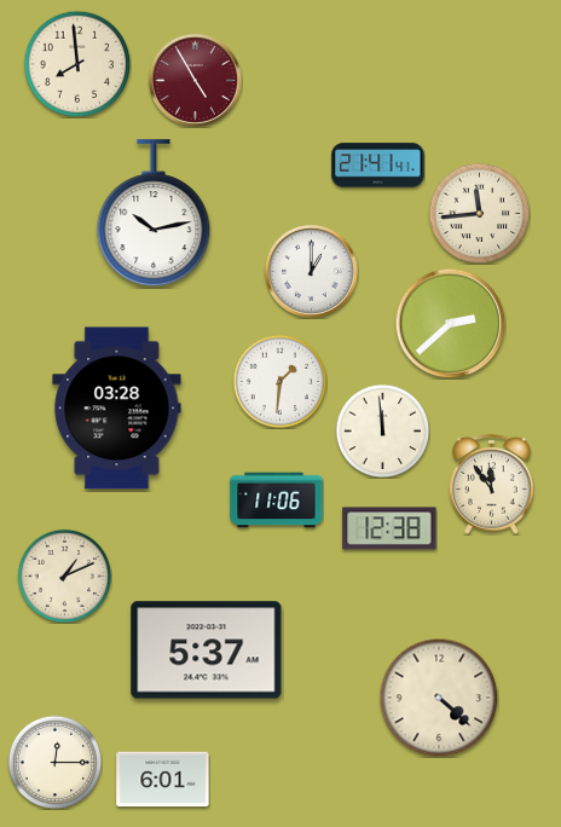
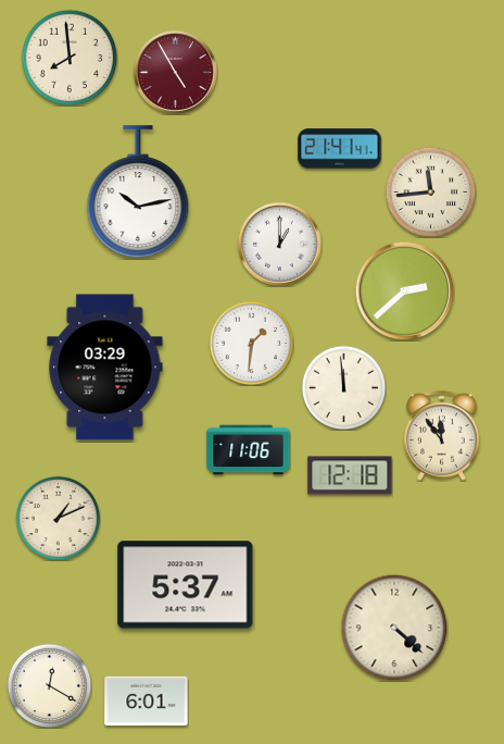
clock at (117, 409): 03:28 -> 03:29
clock at (389, 528): 12:38 -> 12:18
clock at (54, 762): 12:15 -> 12:20
